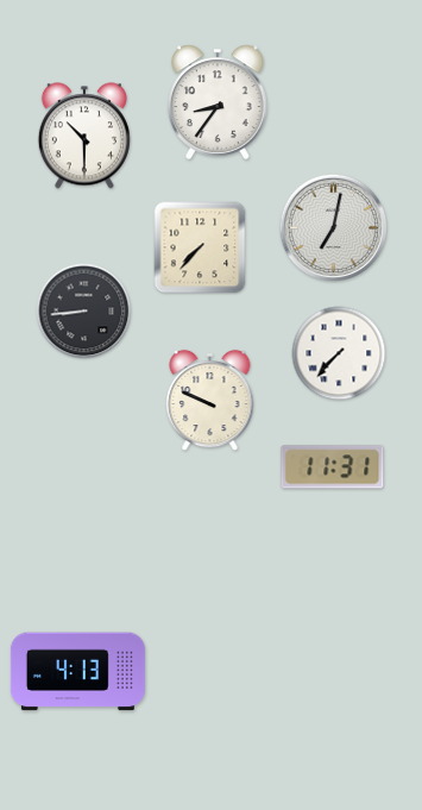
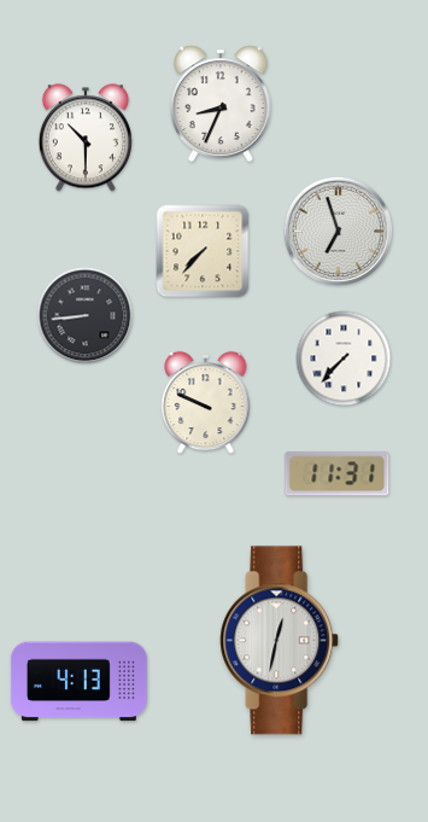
clock at (218, 102): 8:36 -> 8:34
clock at (333, 227): 7:02 -> 6:57
clock at (210, 401) position: (210, 401) -> (206, 403)
clock at (280, 641): none -> 12:32
